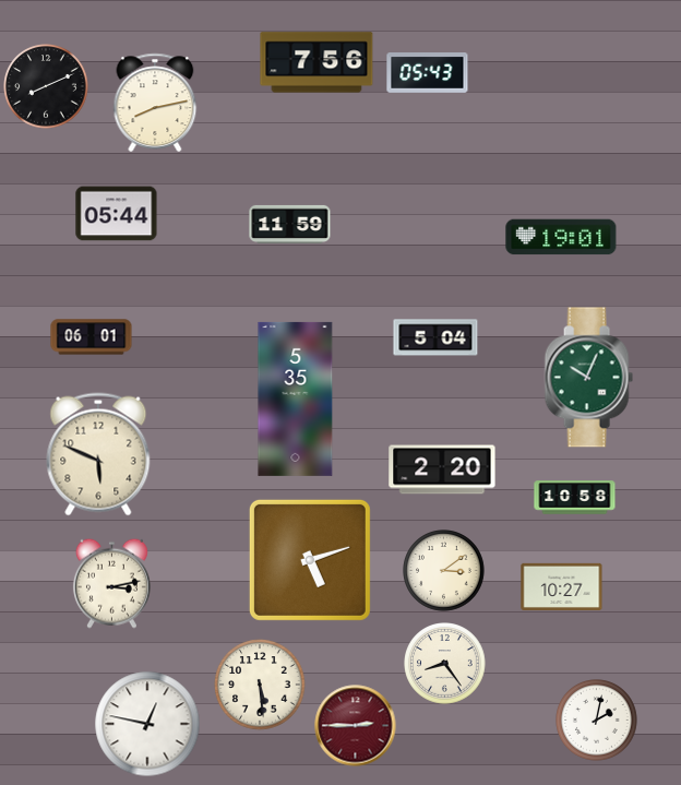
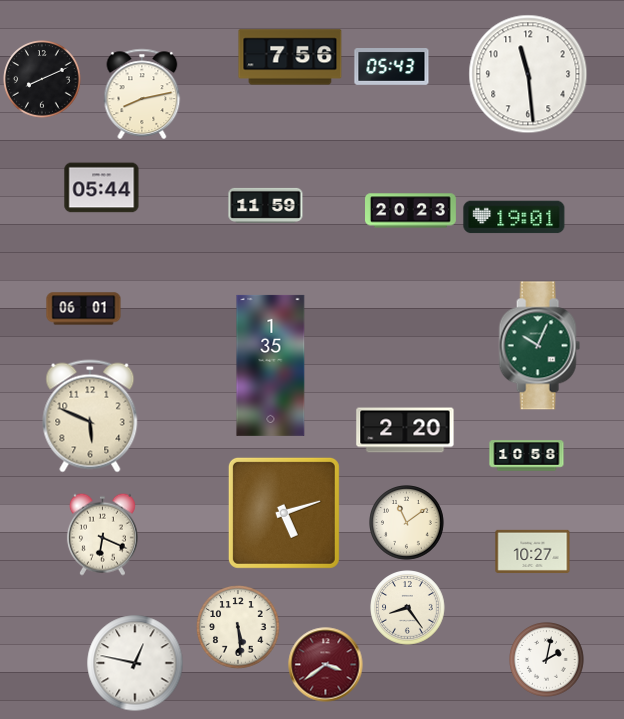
clock at (528, 74): none -> 11:29
clock at (117, 214) position: (117, 214) -> (102, 188)
clock at (411, 211): none -> 20:23
clock at (435, 337): 5:04 -> none
clock at (296, 399): 5:35 -> 1:35
clock at (444, 571): 3:09 -> 11:09
clock at (111, 583): 3:13 -> 6:19
clock at (562, 586) position: (562, 586) -> (533, 551)
clock at (356, 726): 2:45 -> 3:39
